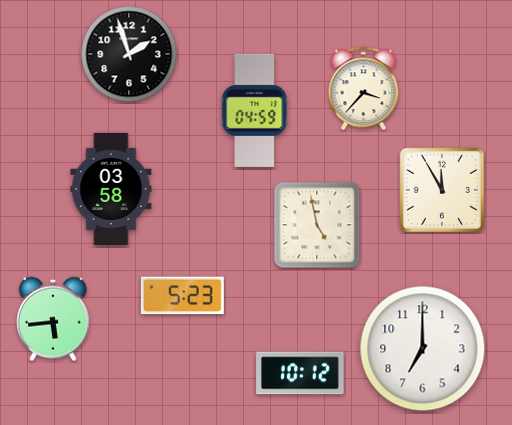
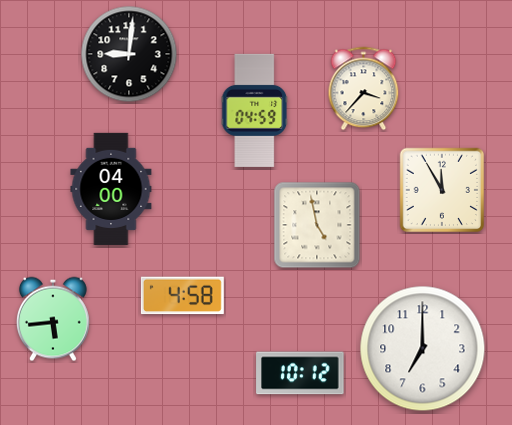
clock at (129, 54): 1:57 -> 9:01
clock at (111, 189): 03:58 -> 04:00
clock at (182, 296): 5:23 -> 4:58
